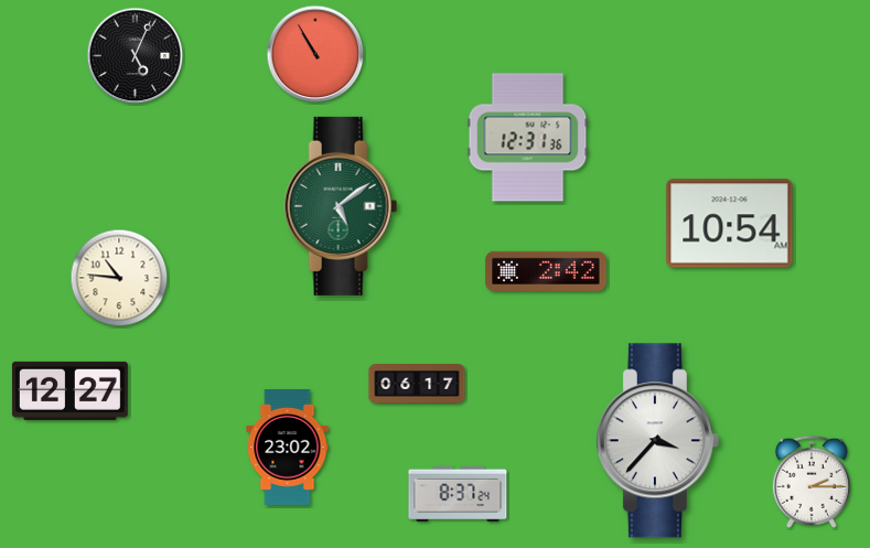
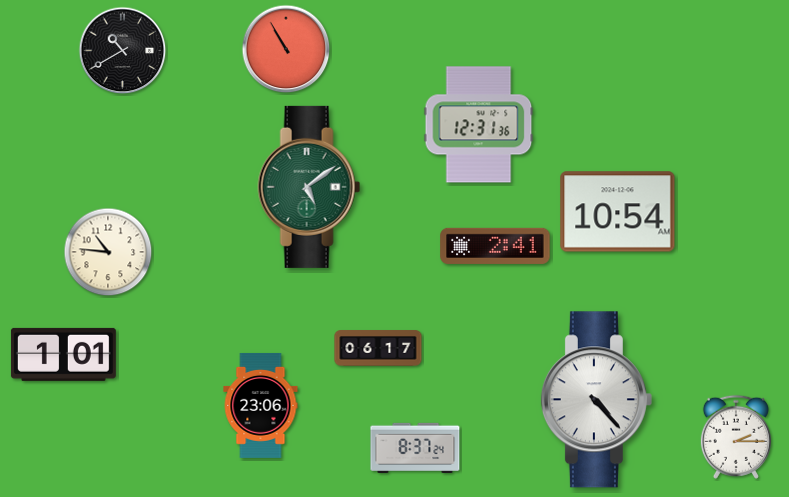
clock at (136, 56): 5:04 -> 10:40
clock at (730, 224) position: (730, 224) -> (618, 212)
clock at (546, 271): 2:42 -> 2:41
clock at (69, 390): 12:27 -> 1:01
clock at (657, 441): 3:37 -> 4:23
clock at (288, 447): 23:02 -> 23:06
